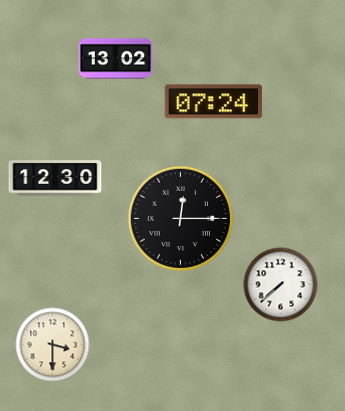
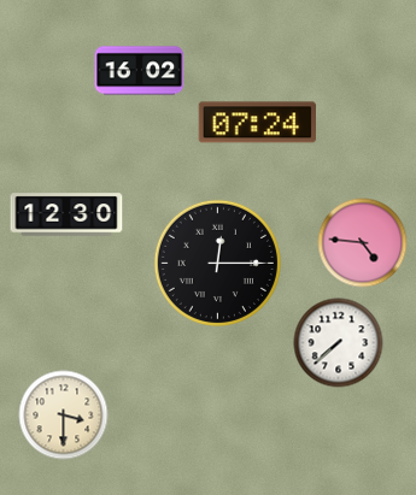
clock at (116, 59): 13:02 -> 16:02
clock at (363, 243): none -> 4:46
